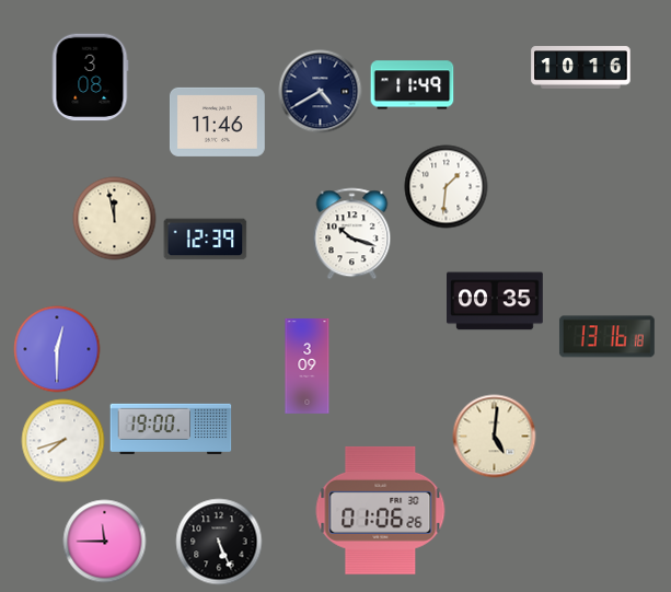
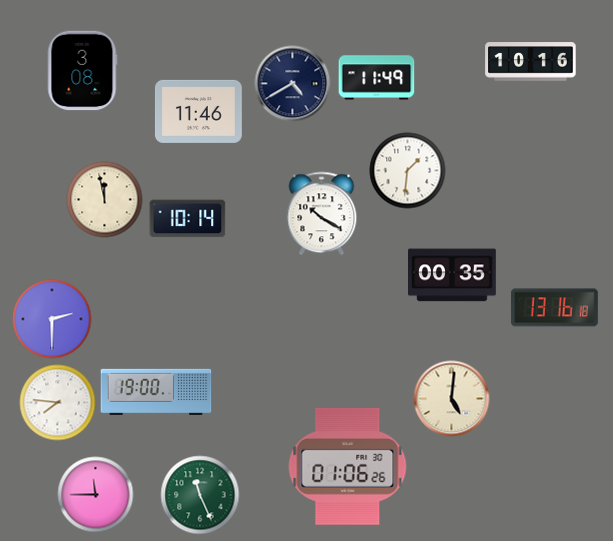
clock at (352, 234): 10:18 -> 10:20
clock at (206, 240): 12:39 -> 10:14
clock at (57, 349): 12:30 -> 2:30
clock at (308, 367): 3:09 -> none
clock at (63, 441): 7:42 -> 7:46
clock at (219, 542): 5:26 -> 11:26
clock at (219, 542) dial: black -> green
